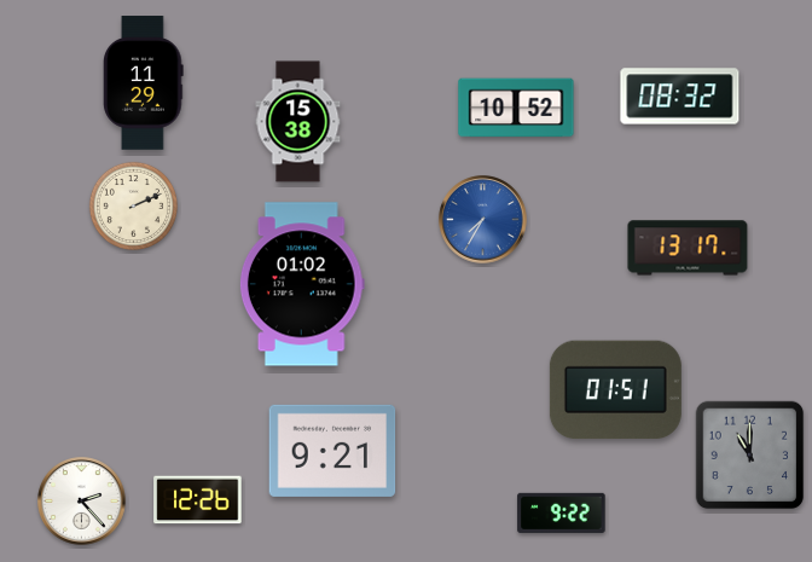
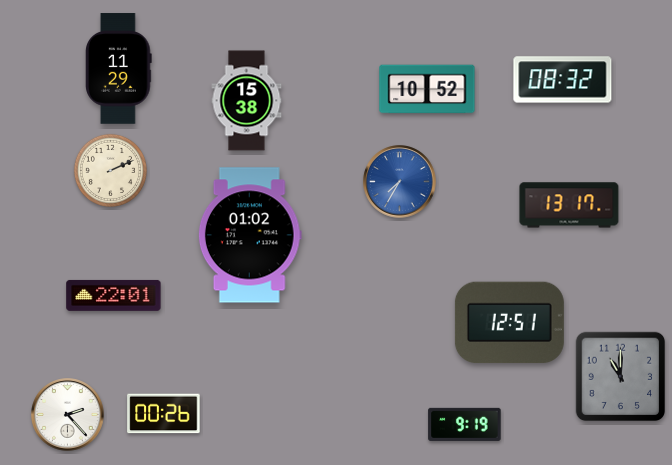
clock at (114, 295): none -> 22:01
clock at (615, 390): 01:51 -> 12:51
clock at (332, 451): 9:21 -> none
clock at (198, 500): 12:26 -> 00:26
clock at (562, 512): 9:22 -> 9:19
